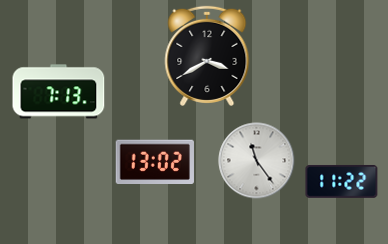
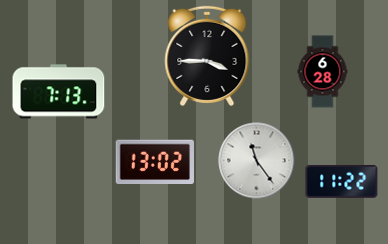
clock at (207, 56): 3:40 -> 3:45
clock at (323, 72): none -> 6:28
